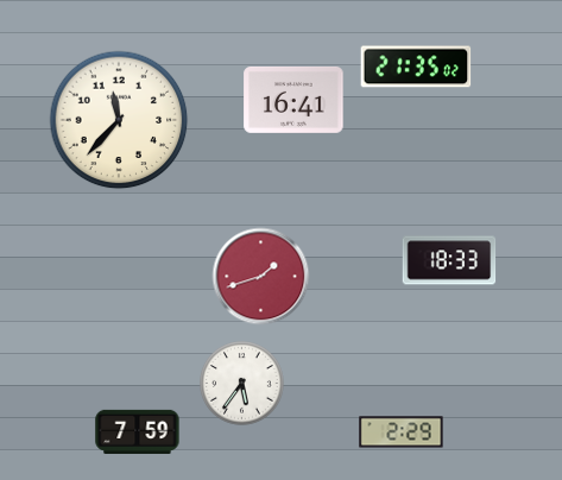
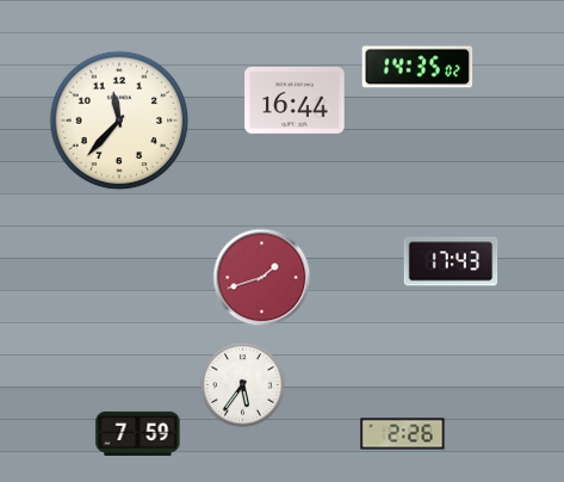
clock at (416, 67): 21:35 -> 14:35
clock at (293, 100): 16:41 -> 16:44
clock at (449, 260): 18:33 -> 17:43
clock at (402, 432): 2:29 -> 2:26
